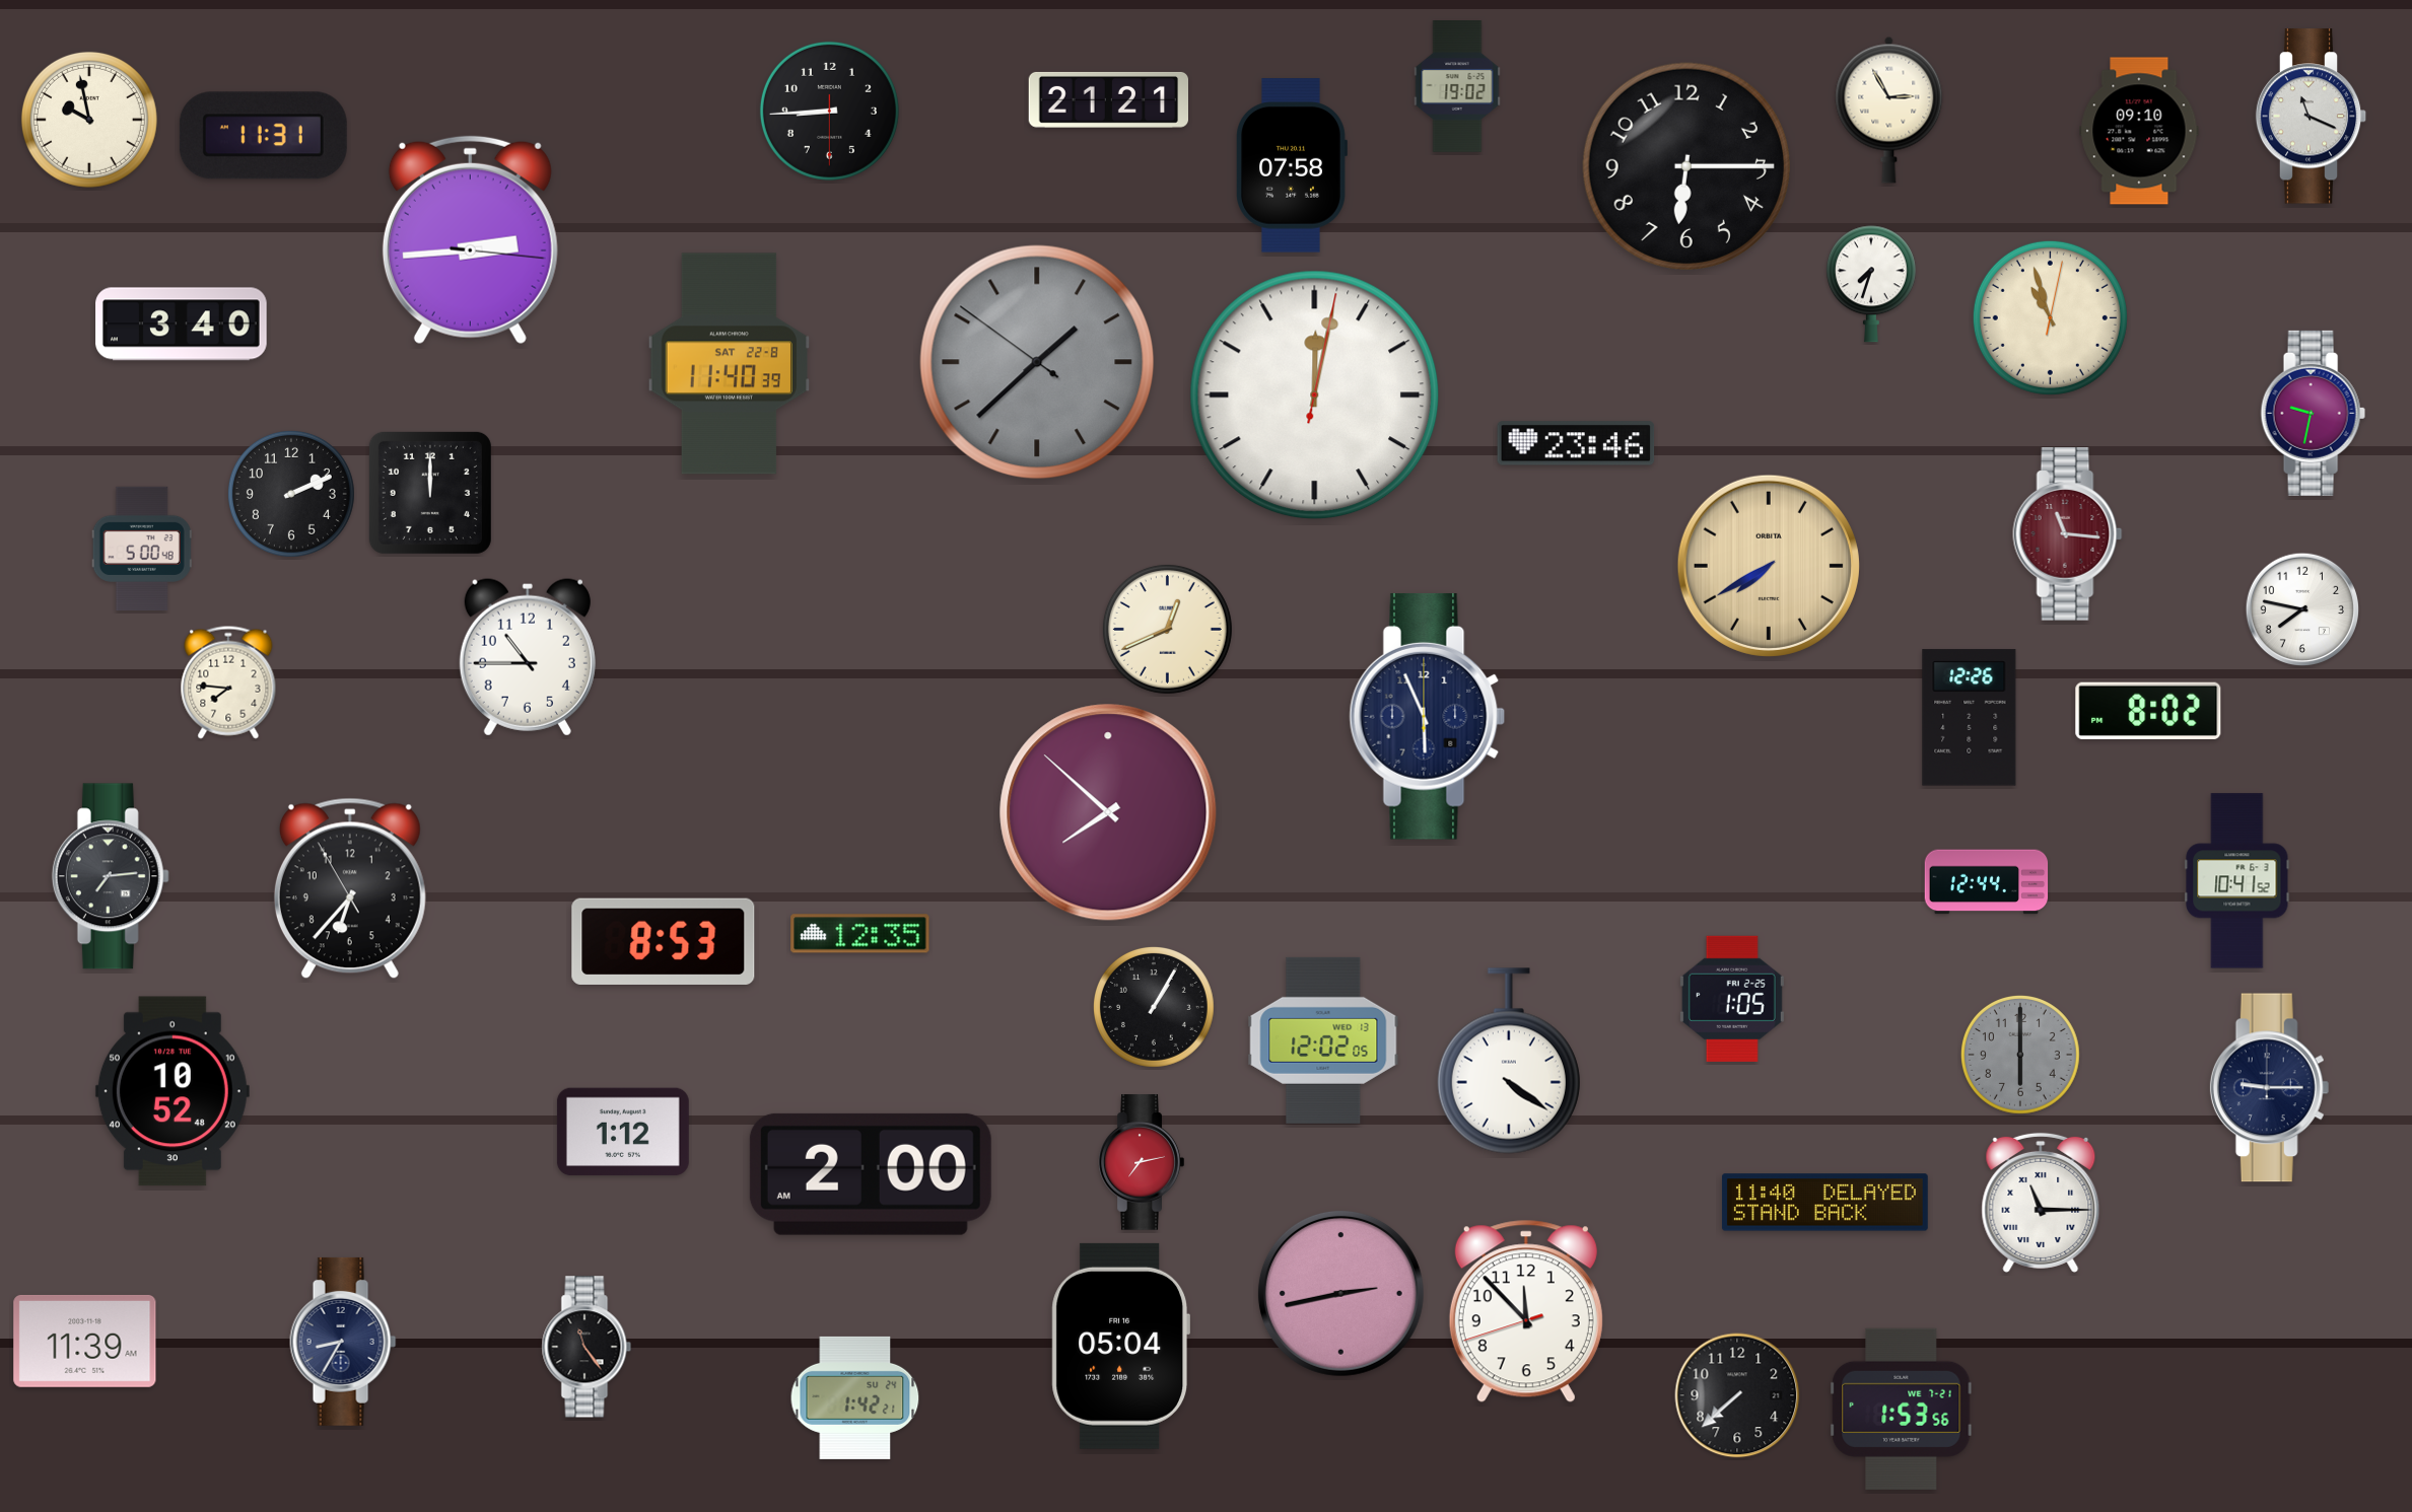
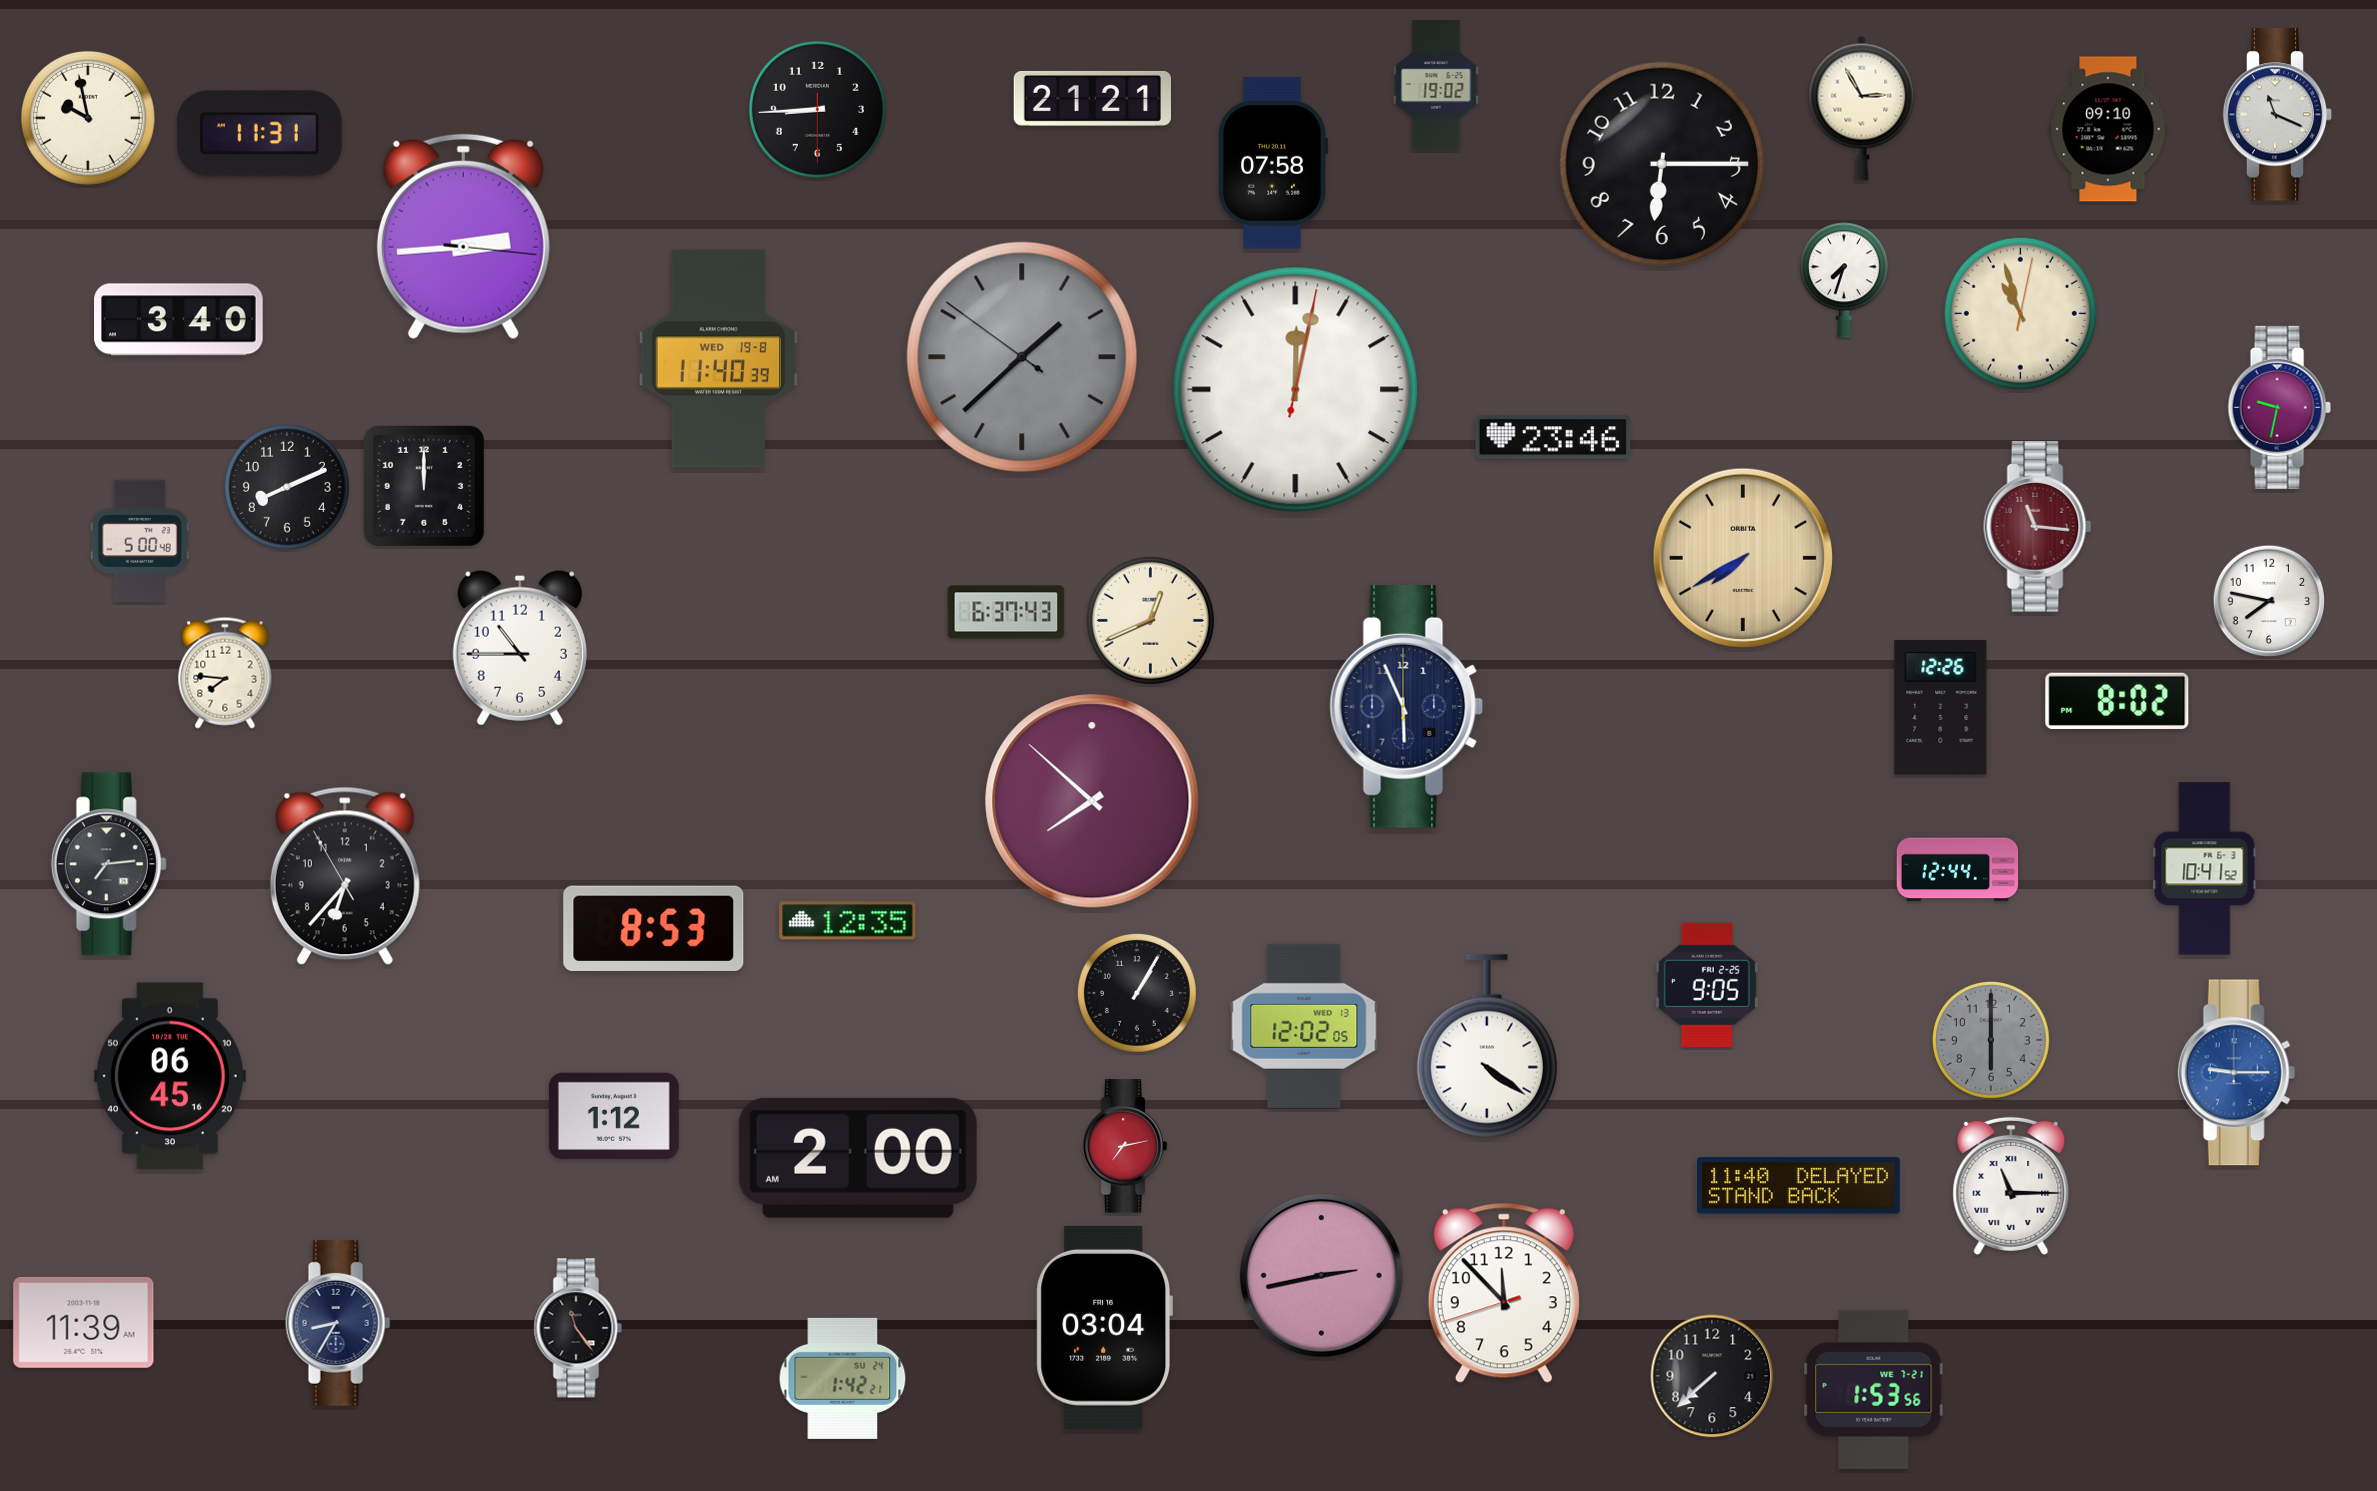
clock at (730, 364) date: SAT 22-8 -> WED 19-8
clock at (291, 494): 2:11 -> 8:11
clock at (1006, 612): none -> 6:37
clock at (1732, 999): 1:05 -> 9:05
clock at (2270, 1088) dial: navy -> blue
clock at (173, 1091): 10:52 -> 06:45
clock at (1120, 1346): 05:04 -> 03:04
